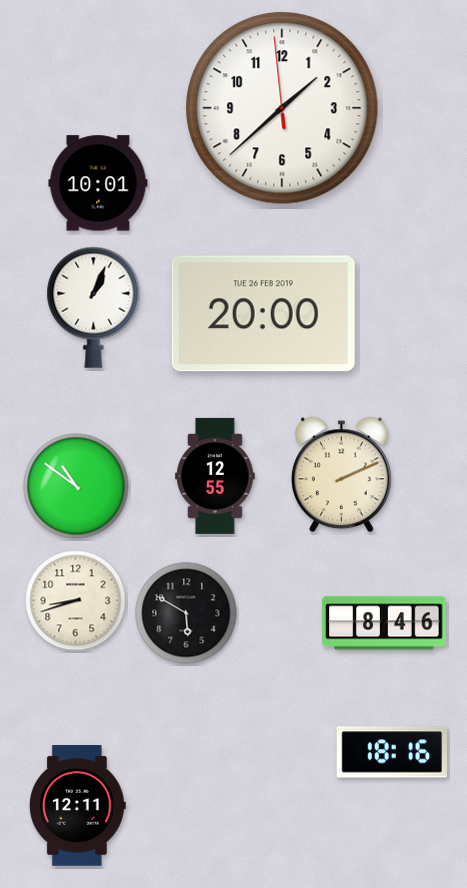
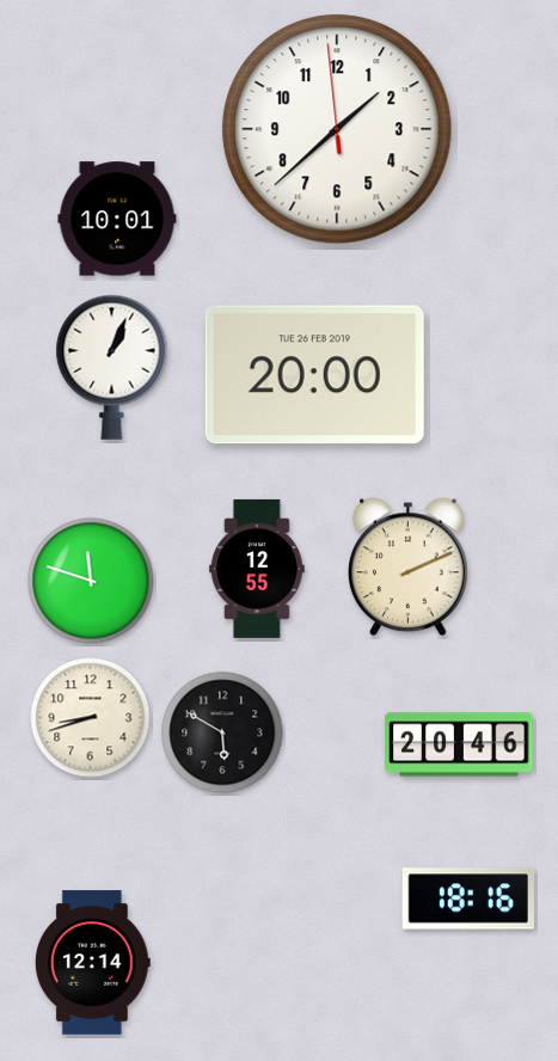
clock at (76, 486): 10:51 -> 11:48
clock at (384, 623): 8:46 -> 20:46
clock at (77, 806): 12:11 -> 12:14
